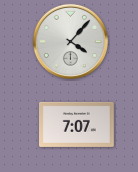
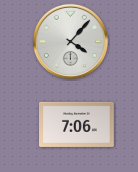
clock at (77, 124): 7:07 -> 7:06
